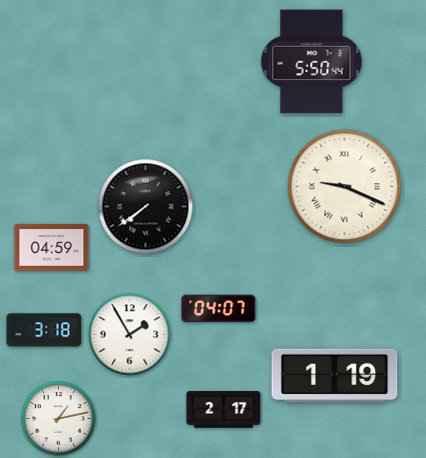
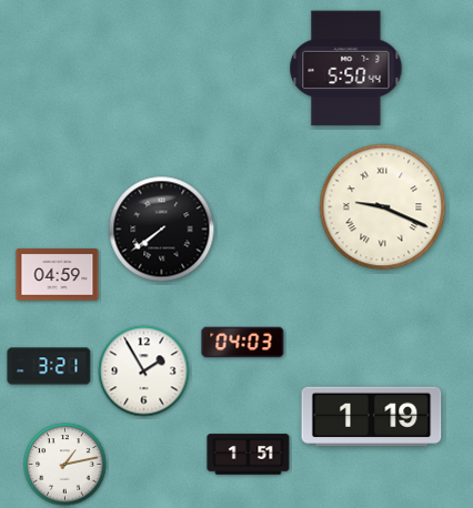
clock at (219, 309): 04:07 -> 04:03
clock at (44, 330): 3:18 -> 3:21
clock at (224, 410): 2:17 -> 1:51
